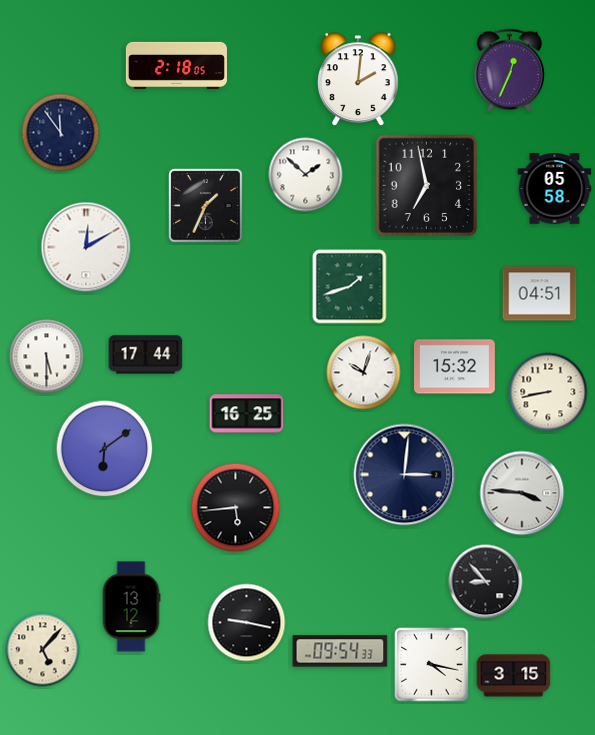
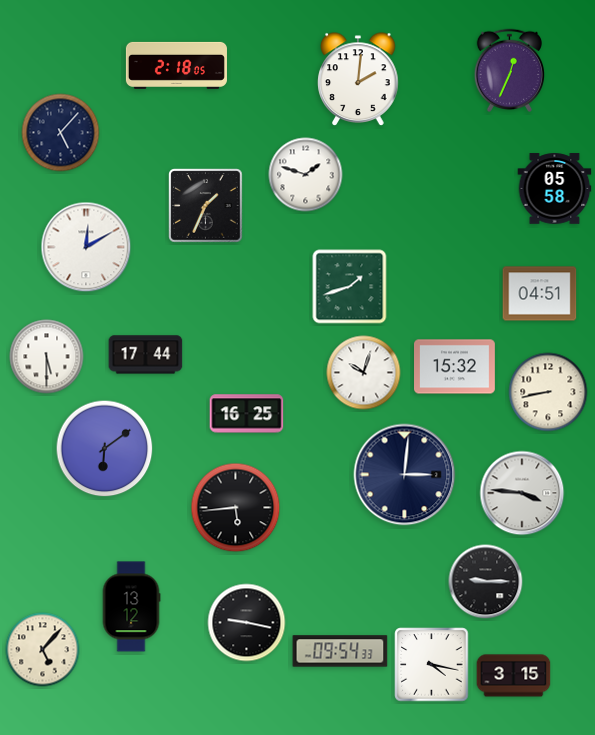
clock at (61, 133): 11:54 -> 5:07
clock at (306, 175): 1:52 -> 1:48
clock at (427, 186): 6:58 -> none
clock at (486, 582): 8:53 -> 9:15
